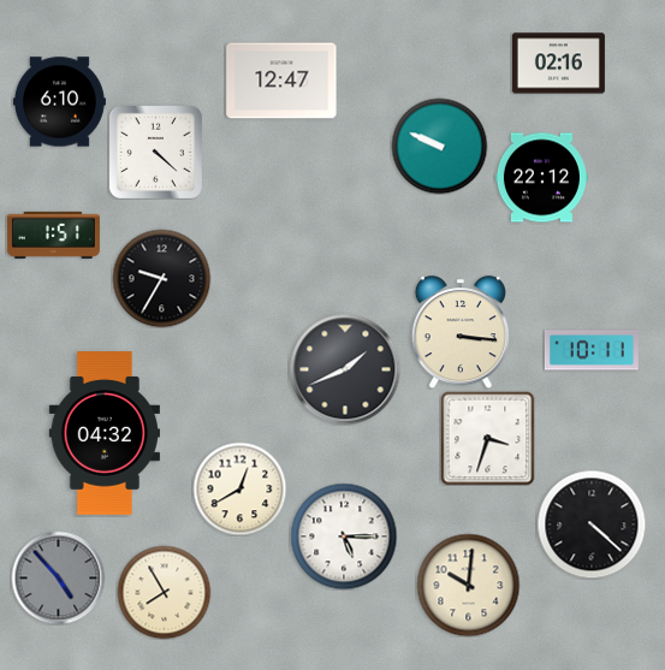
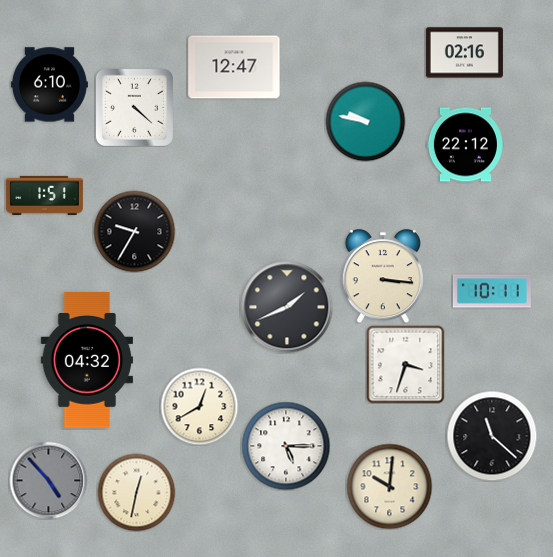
clock at (439, 146): 9:49 -> 9:47
clock at (155, 152) position: (155, 152) -> (134, 107)
clock at (541, 178) position: (541, 178) -> (465, 145)
clock at (592, 524): 4:22 -> 11:22
clock at (164, 592): 7:55 -> 12:32
